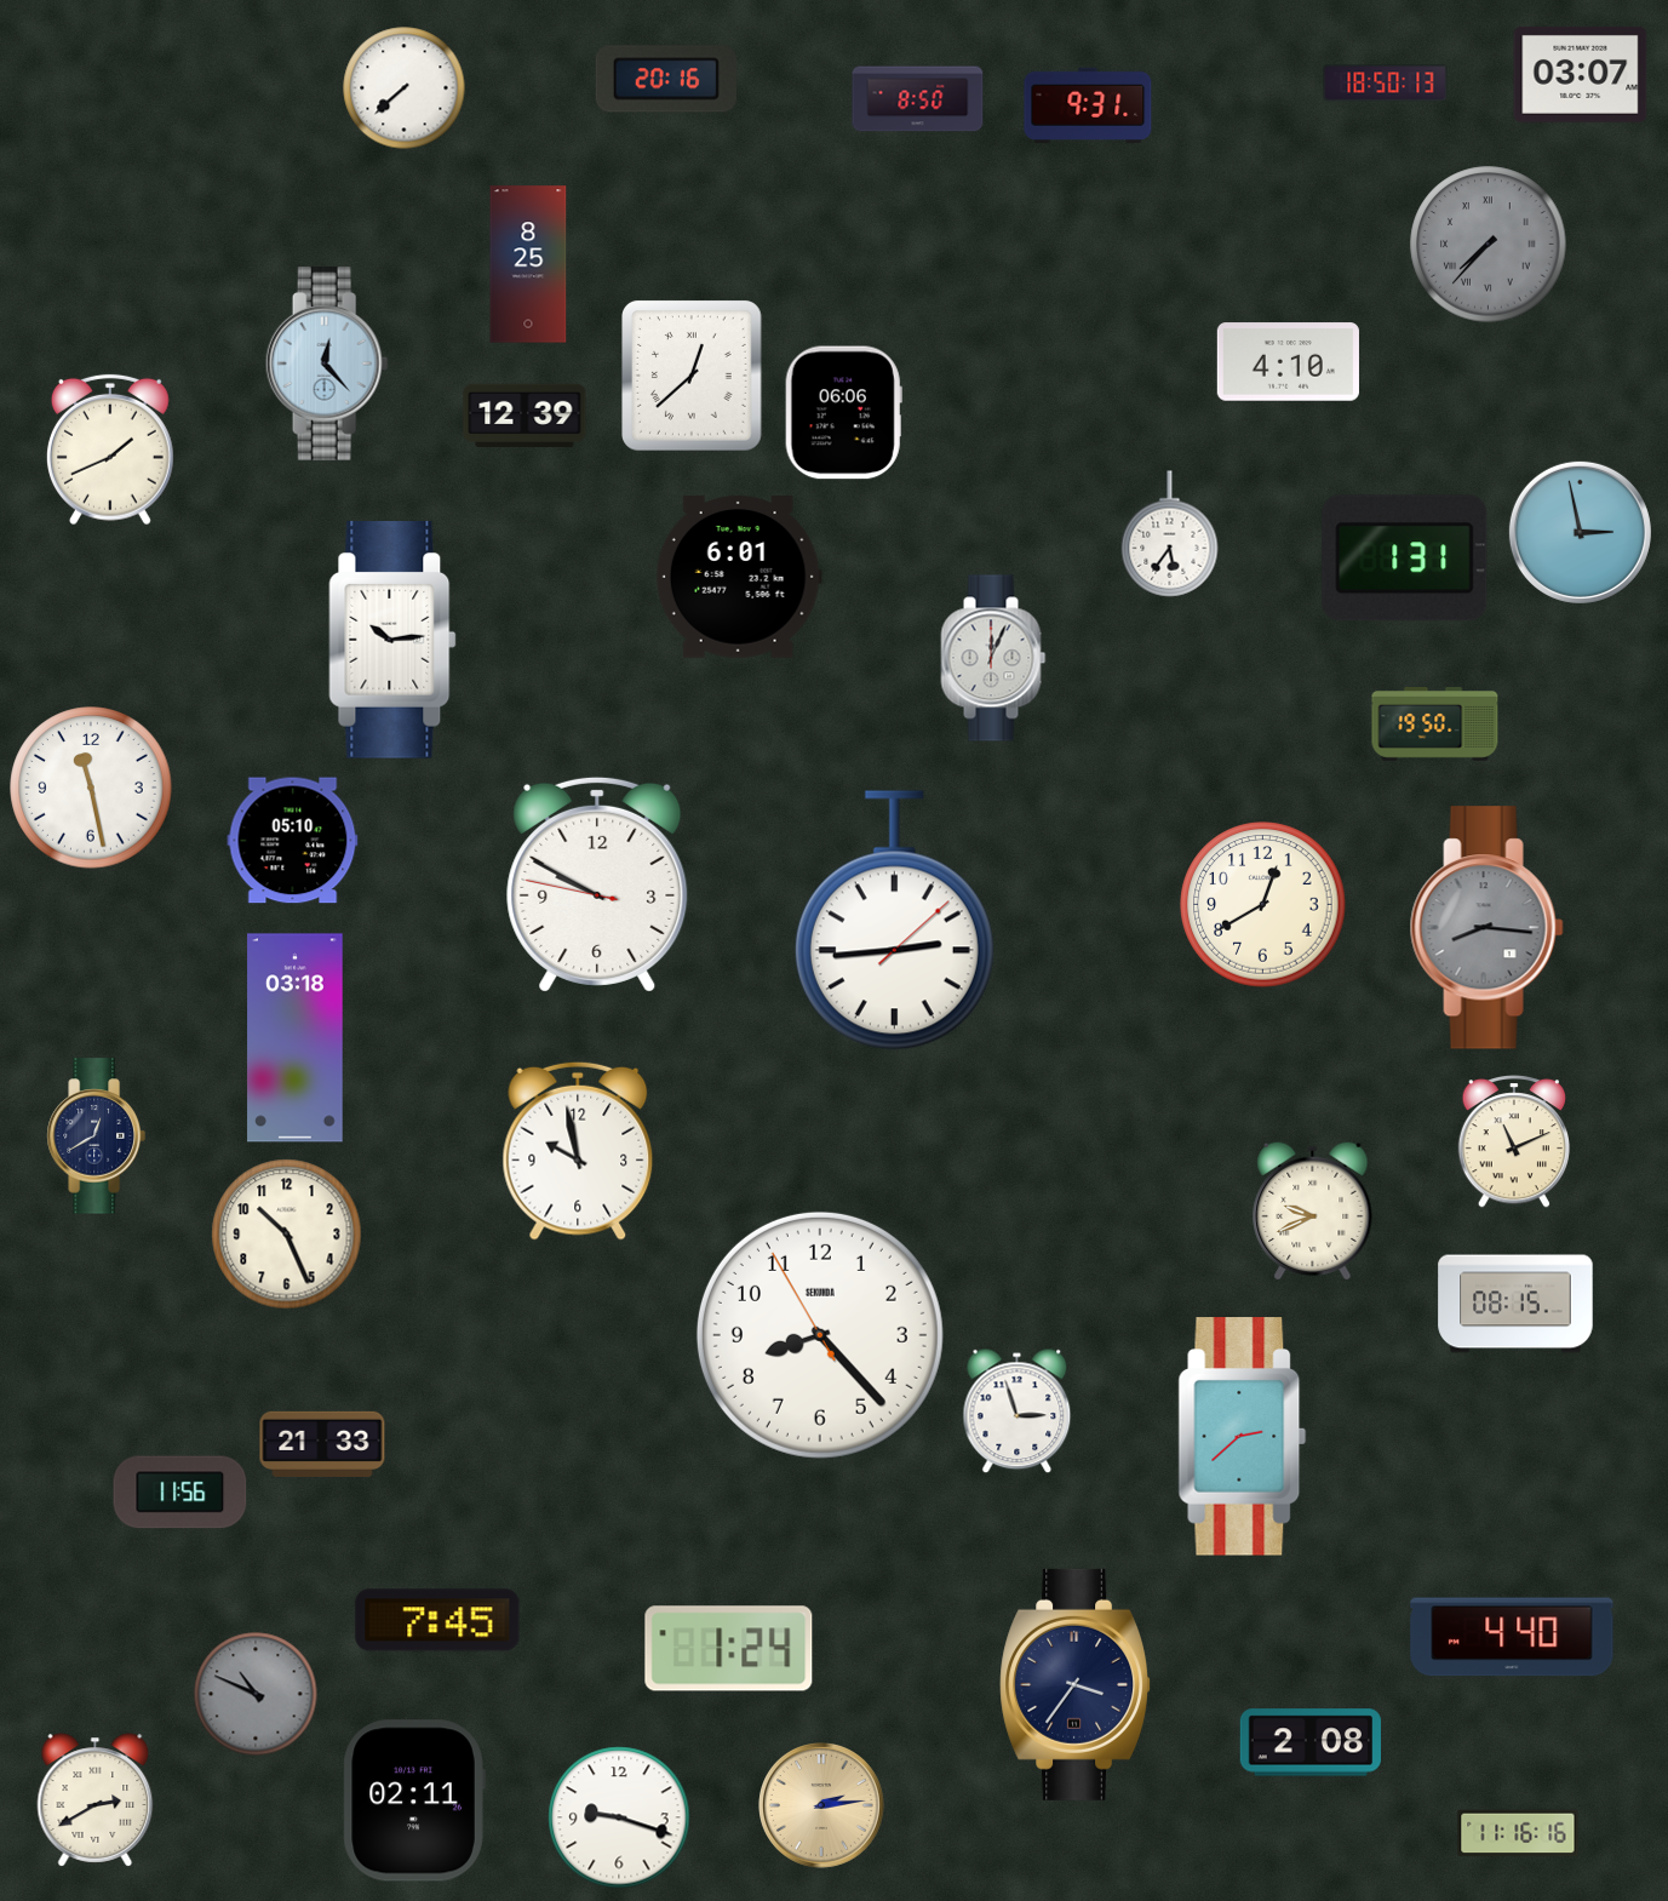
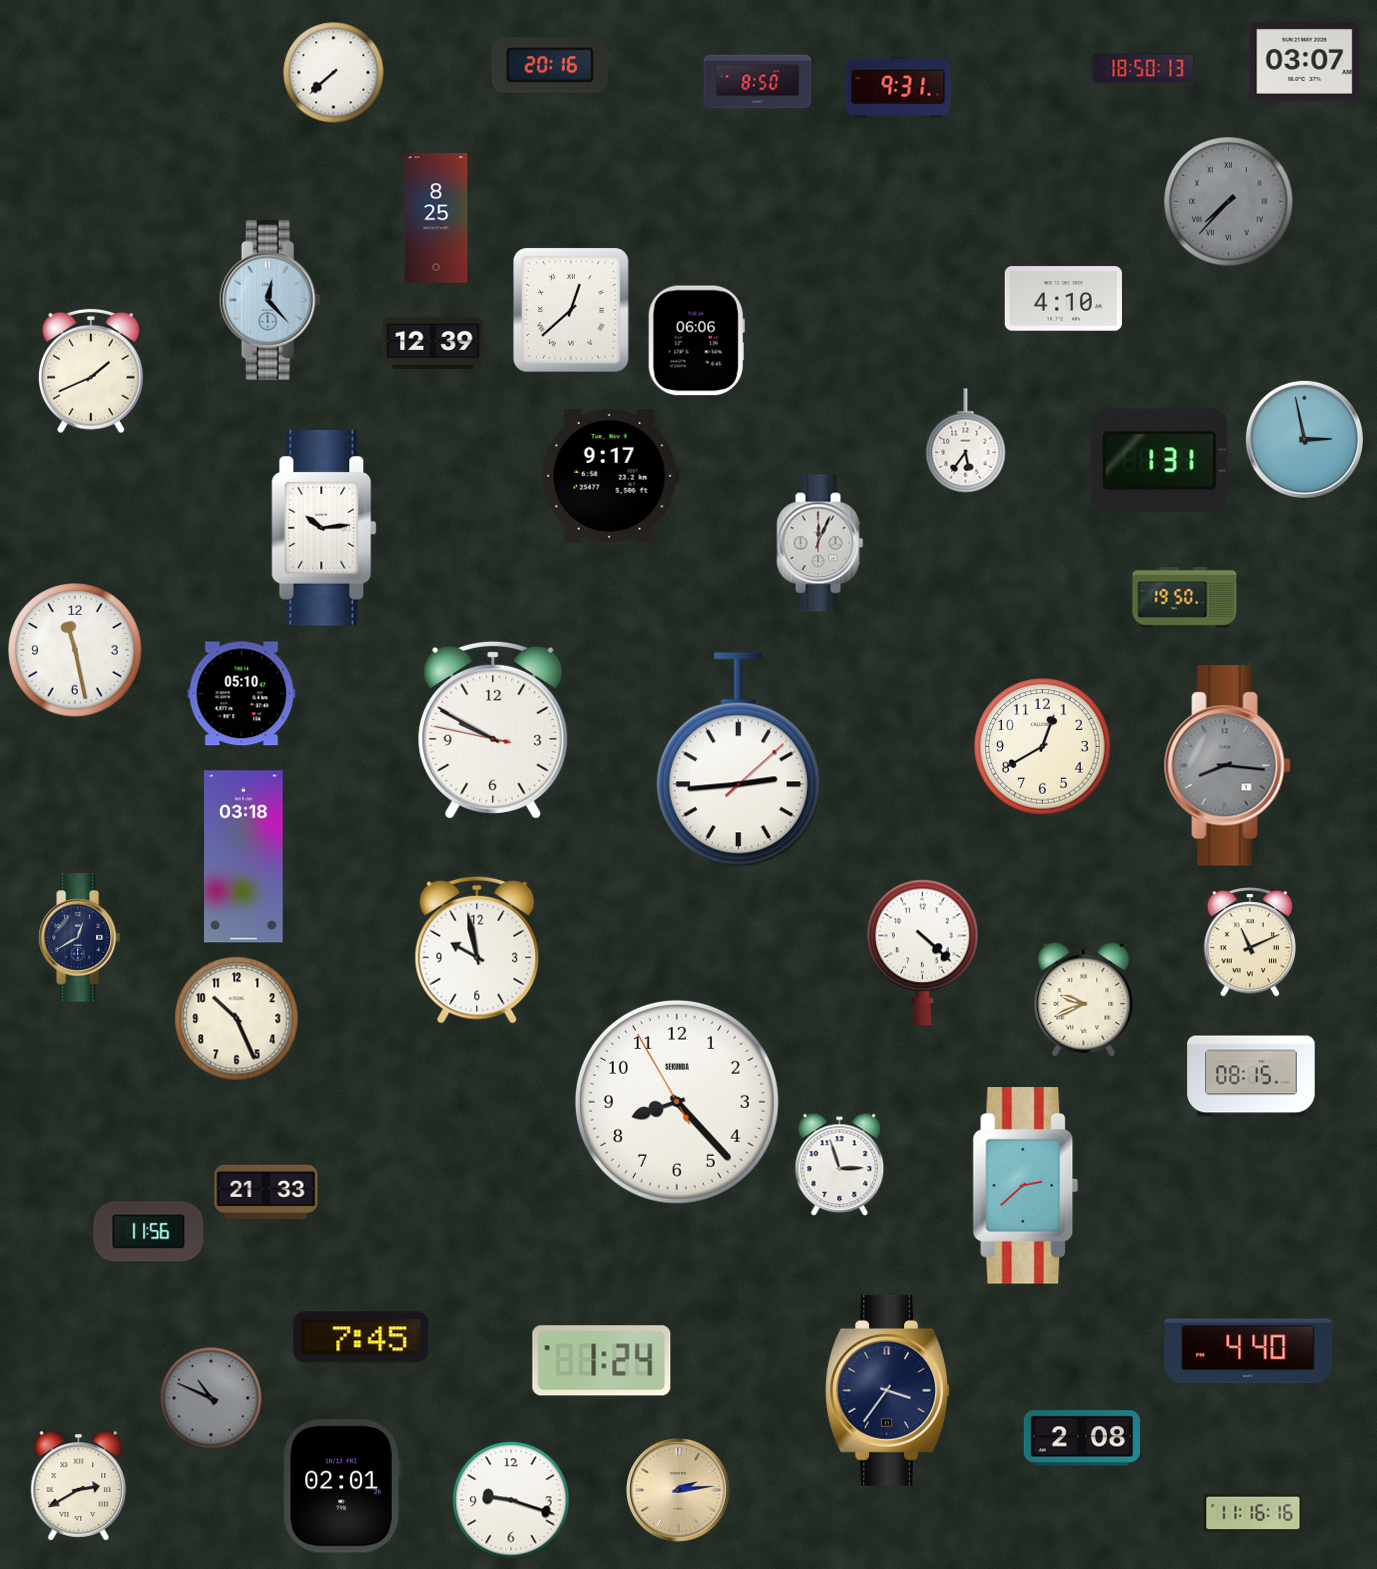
clock at (739, 578): 6:01 -> 9:17
clock at (923, 953): none -> 4:22
clock at (414, 1800): 02:11 -> 02:01
